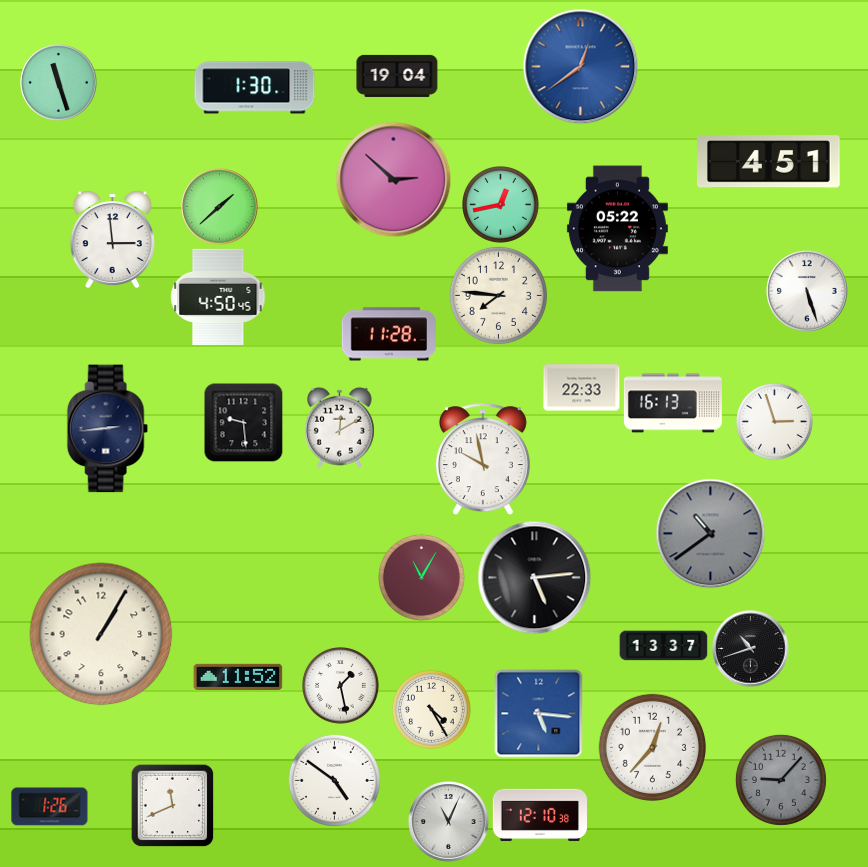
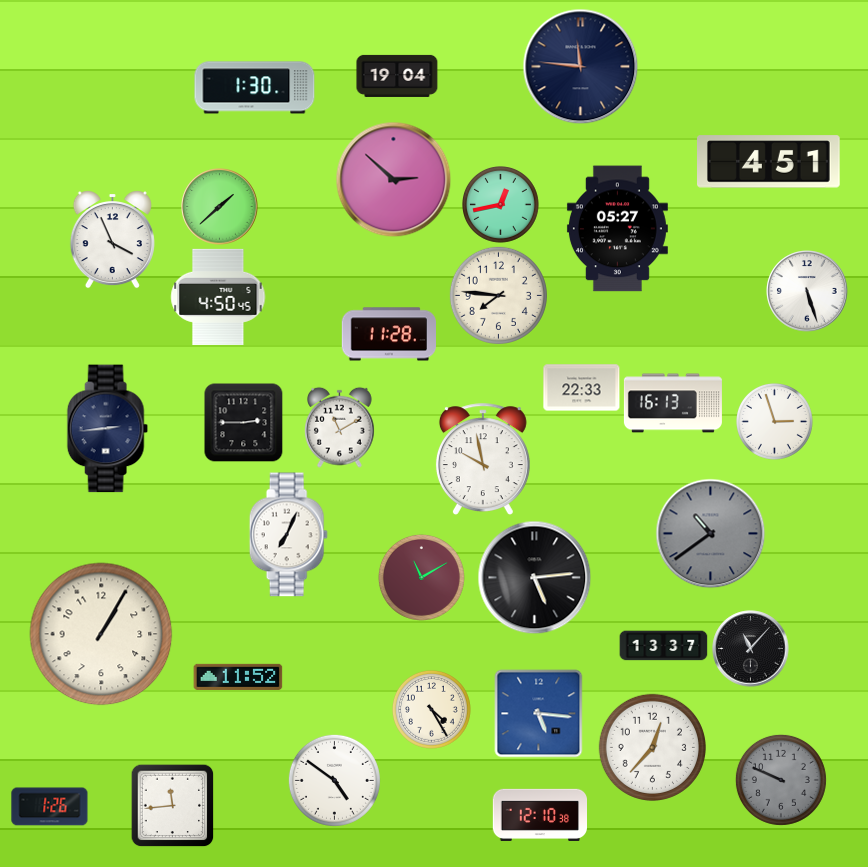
clock at (581, 67): 12:39 -> 11:46
clock at (581, 67) dial: blue -> navy
clock at (59, 83): 11:27 -> none
clock at (617, 229): 05:22 -> 05:27
clock at (112, 240): 2:59 -> 3:56
clock at (243, 422): 9:29 -> 2:45
clock at (340, 427): 12:10 -> 11:10
clock at (288, 535): none -> 7:04
clock at (421, 577): 11:05 -> 11:10
clock at (751, 649): 10:42 -> 11:07
clock at (341, 686): 1:28 -> none
clock at (781, 780): 9:07 -> 9:49
clock at (172, 805): 11:41 -> 11:44
clock at (449, 822): 11:04 -> none
